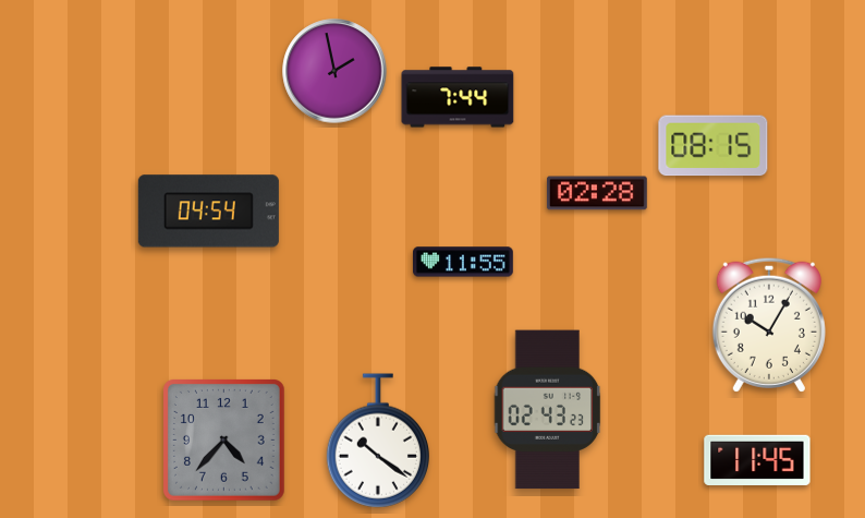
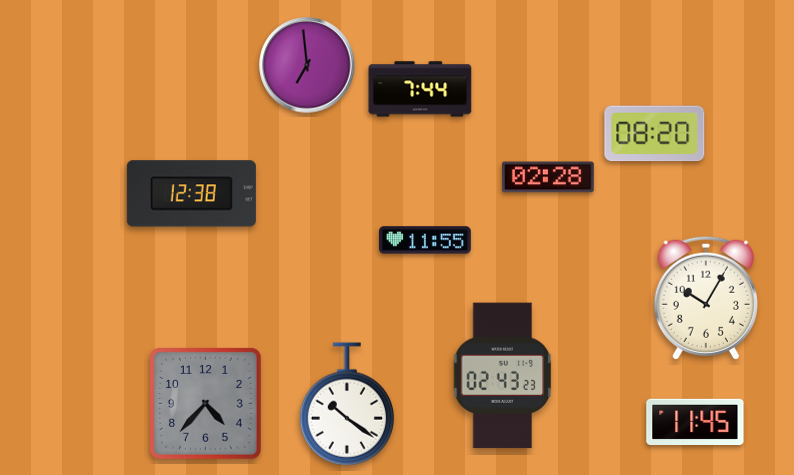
clock at (334, 71): 1:58 -> 6:59
clock at (714, 146): 08:15 -> 08:20
clock at (208, 212): 04:54 -> 12:38
